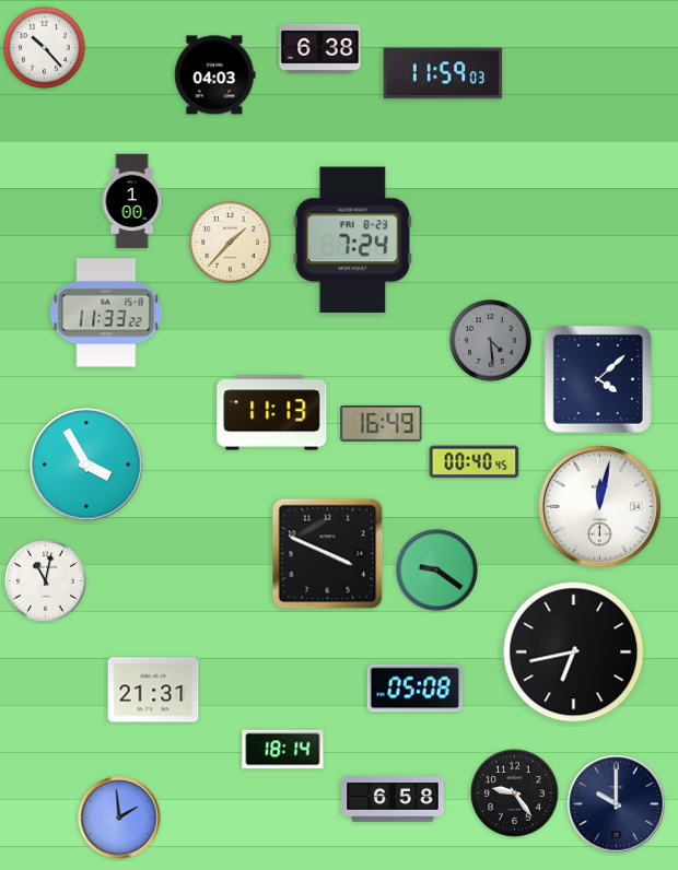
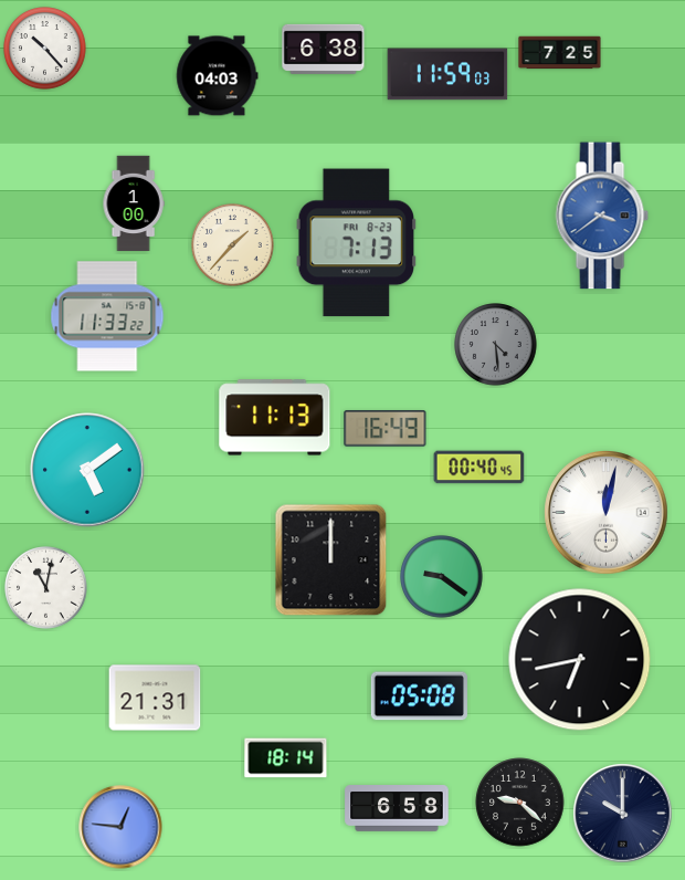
clock at (560, 53): none -> 7:25
clock at (602, 216): none -> 3:39
clock at (353, 240): 7:24 -> 7:13
clock at (598, 379): 4:08 -> none
clock at (86, 465): 3:55 -> 5:09
clock at (328, 554): 3:49 -> 12:00
clock at (515, 793): 9:24 -> 9:22
clock at (119, 818): 1:59 -> 12:46
